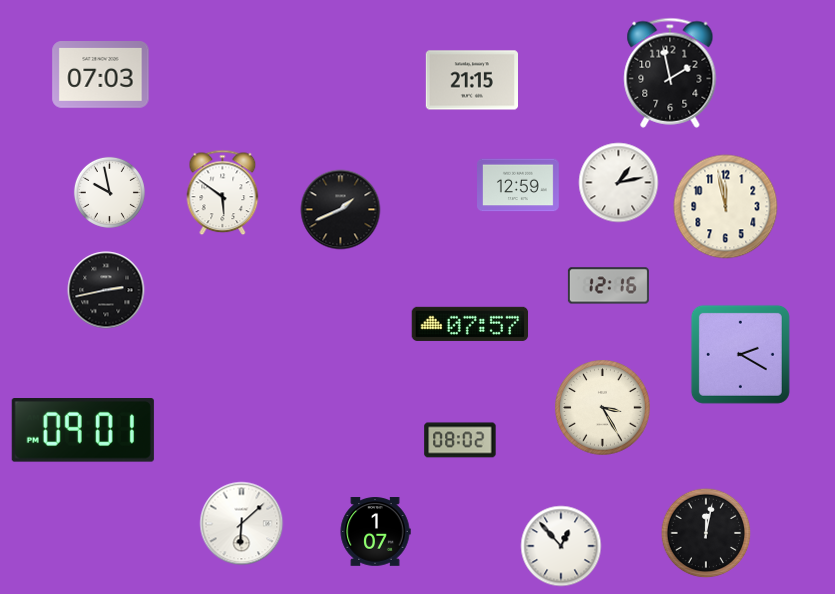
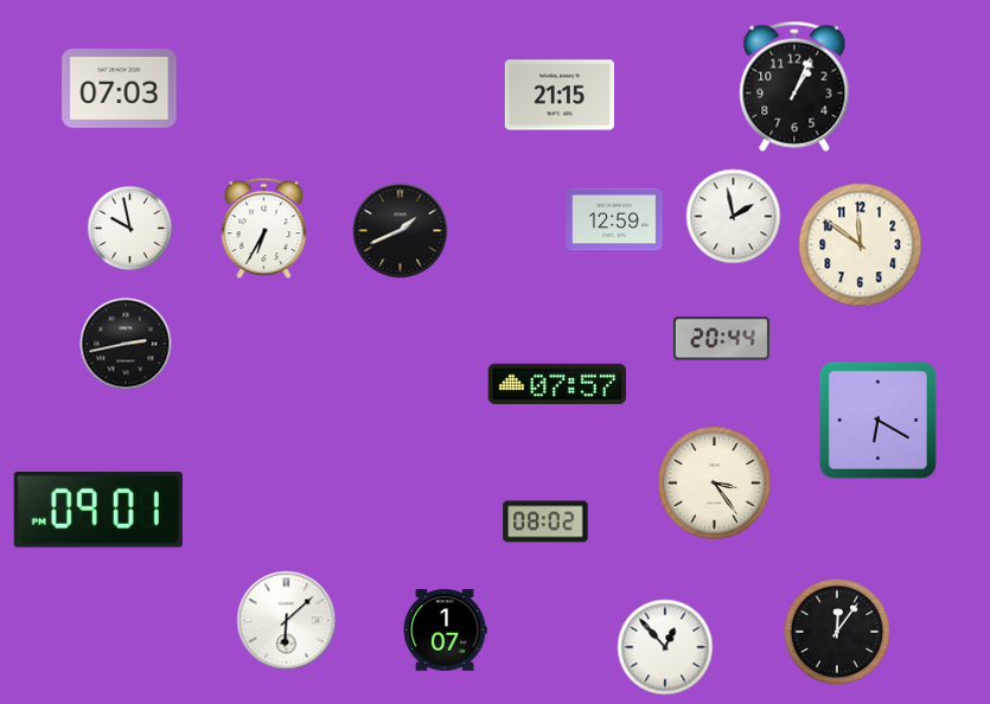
clock at (670, 73): 1:58 -> 1:04
clock at (619, 183): 1:13 -> 1:58
clock at (223, 193): 5:51 -> 6:35
clock at (726, 207): 11:58 -> 11:51
clock at (341, 210) position: (341, 210) -> (401, 231)
clock at (608, 286): 12:16 -> 20:44
clock at (740, 354): 2:20 -> 6:20
clock at (603, 408): 3:25 -> 3:24
clock at (706, 533): 12:02 -> 12:06
